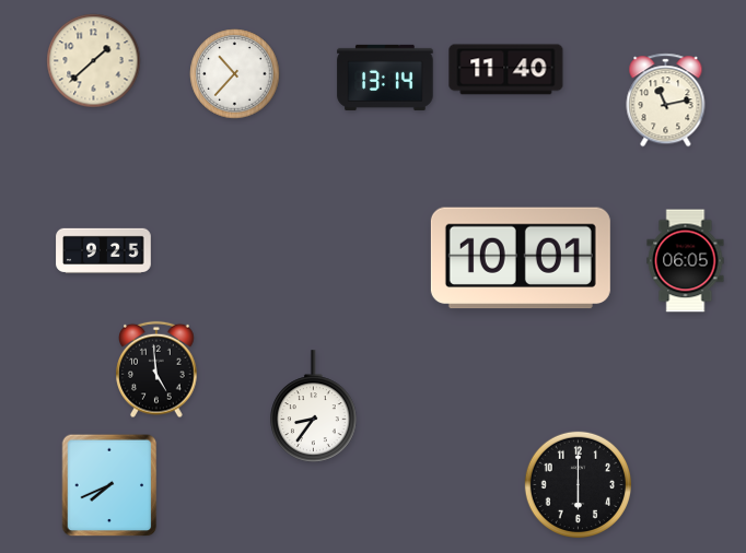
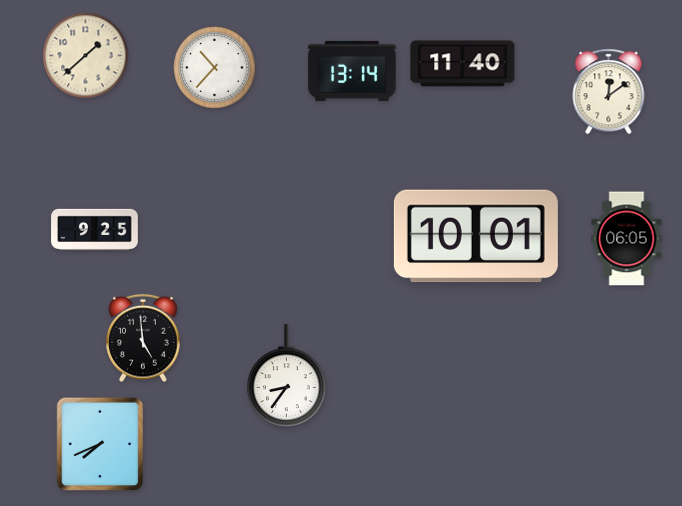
clock at (666, 101): 11:13 -> 12:09
clock at (314, 407) position: (314, 407) -> (287, 376)
clock at (578, 484): 6:00 -> none
